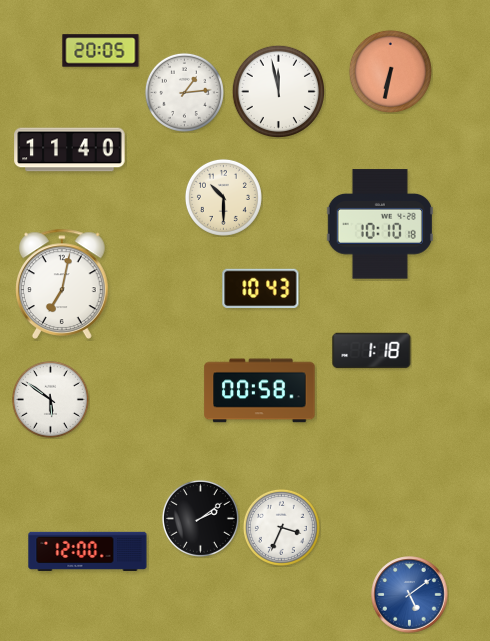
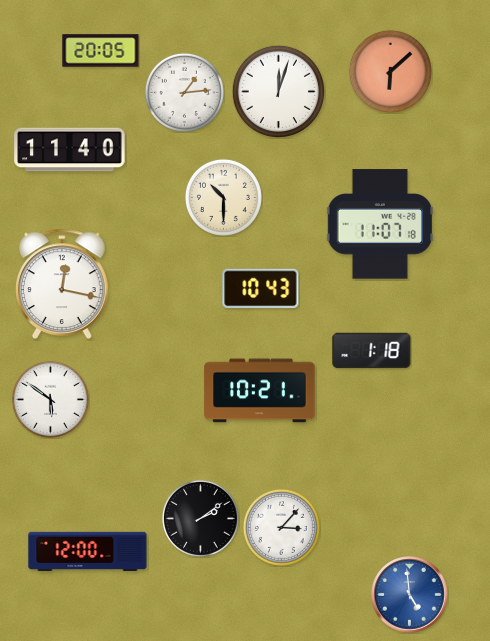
clock at (390, 71): 6:32 -> 6:08
clock at (278, 91): 11:58 -> 12:03
clock at (380, 224): 10:10 -> 11:07
clock at (63, 284): 7:02 -> 12:17
clock at (260, 391): 00:58 -> 10:21
clock at (281, 527): 3:34 -> 3:07
clock at (410, 595): 5:09 -> 4:59
